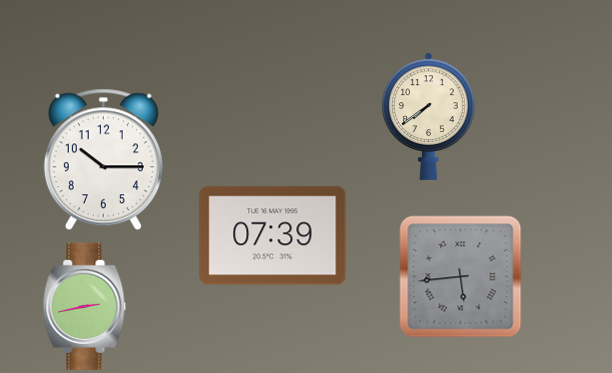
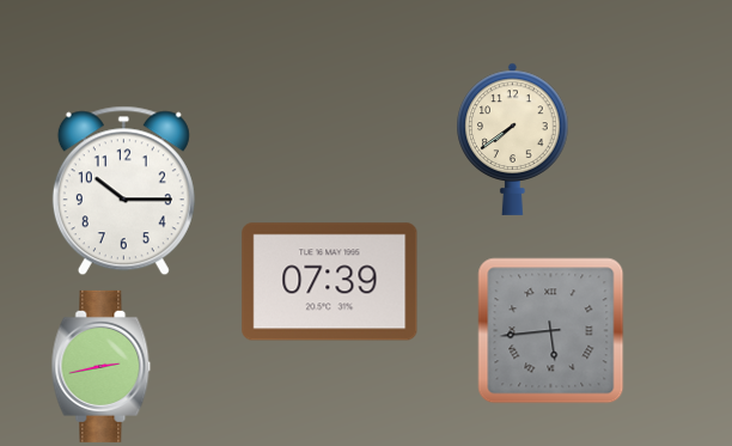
clock at (273, 236) position: (273, 236) -> (330, 282)
